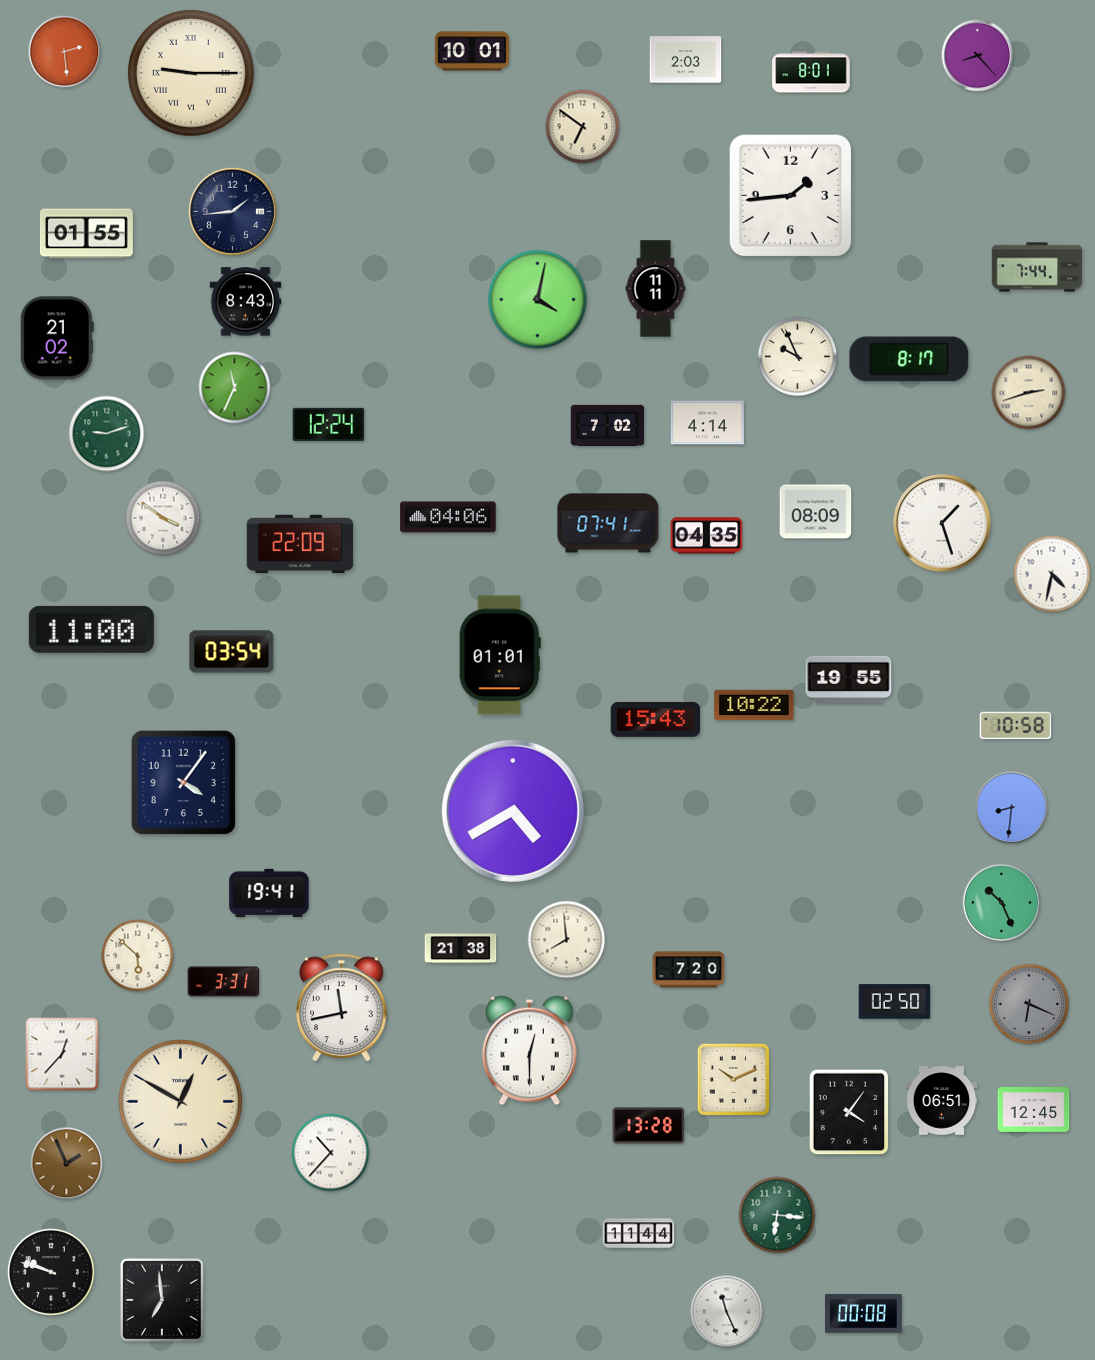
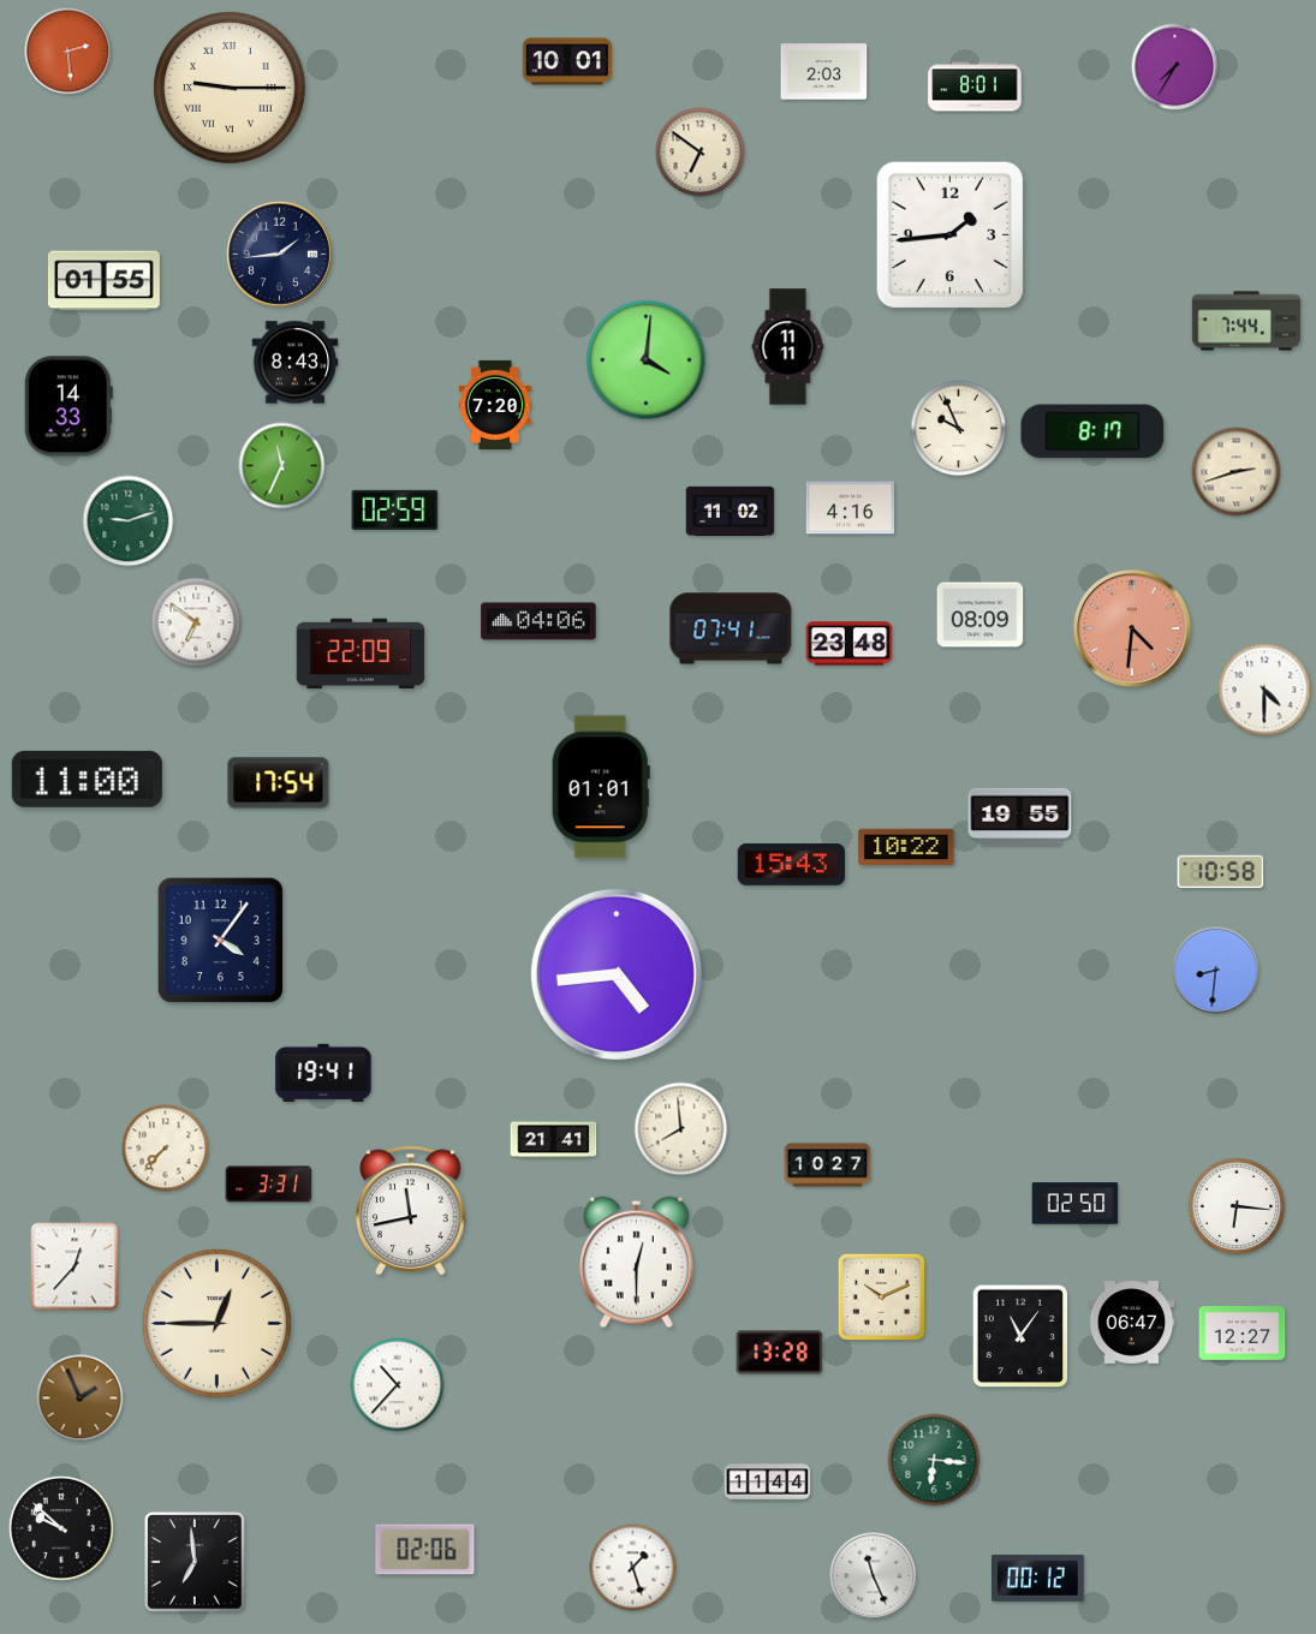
clock at (65, 52) position: (65, 52) -> (69, 52)
clock at (978, 56): 8:23 -> 7:35
clock at (538, 300): 4:02 -> 4:01
clock at (495, 404): none -> 7:20
clock at (57, 338): 21:02 -> 14:33
clock at (708, 423): 4:14 -> 4:16
clock at (329, 424): 12:24 -> 02:59
clock at (608, 425): 7:02 -> 11:02
clock at (163, 518): 3:51 -> 6:51
clock at (942, 523): 1:27 -> 4:31
clock at (942, 523) dial: white -> salmon
clock at (707, 536): 04:35 -> 23:48
clock at (1052, 574): 4:32 -> 4:30
clock at (91, 629) position: (91, 629) -> (87, 779)
clock at (232, 652): 03:54 -> 17:54
clock at (656, 719) position: (656, 719) -> (792, 864)
clock at (513, 811): 4:40 -> 4:44
clock at (1002, 903): 10:26 -> none
clock at (461, 949): 21:38 -> 21:41
clock at (138, 956): 5:52 -> 7:37
clock at (689, 970): 7:20 -> 10:27
clock at (224, 982) position: (224, 982) -> (269, 1185)
clock at (1029, 1004): 6:19 -> 6:16
clock at (1029, 1004) dial: grey -> white
clock at (180, 1101): 12:50 -> 12:45
clock at (942, 1101): 06:51 -> 06:47
clock at (1034, 1110): 12:45 -> 12:27
clock at (849, 1112): 4:06 -> 11:06
clock at (51, 1272): 9:48 -> 9:52
clock at (425, 1550): none -> 02:06
clock at (633, 1568): none -> 1:27
clock at (864, 1313): 00:08 -> 00:12
